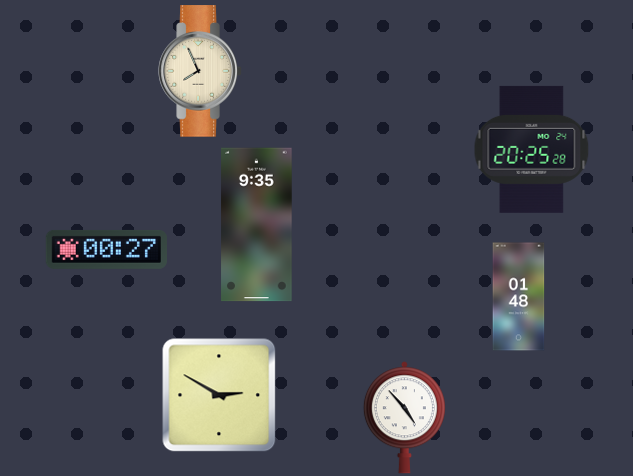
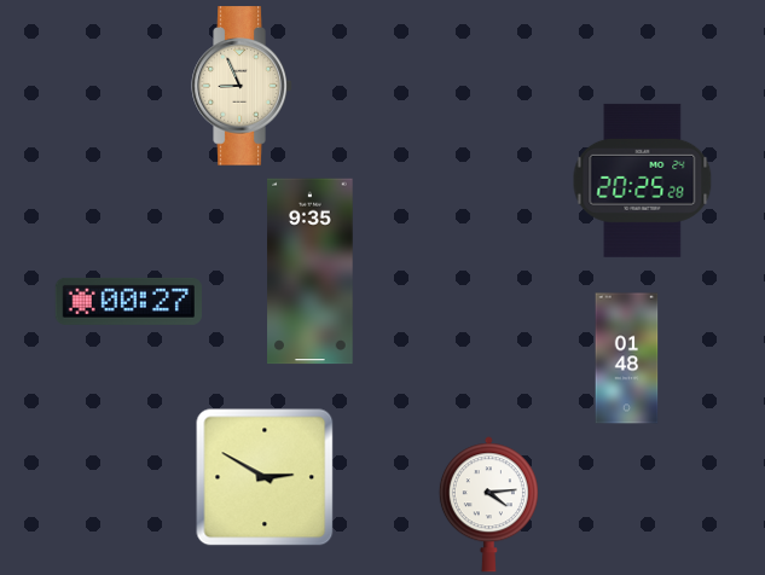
clock at (200, 71): 7:56 -> 8:56
clock at (404, 418): 4:53 -> 4:14
